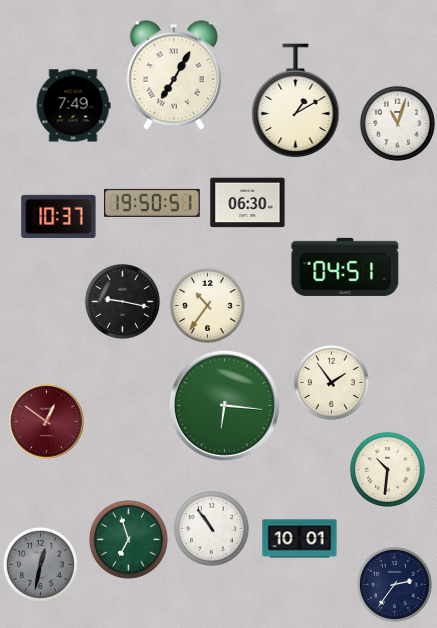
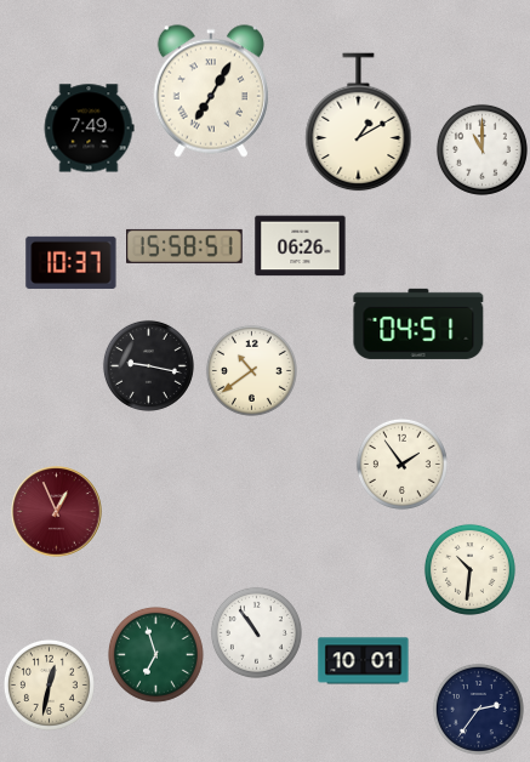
clock at (397, 123): 11:03 -> 11:00
clock at (152, 203): 19:50 -> 15:58
clock at (248, 203): 06:30 -> 06:26
clock at (207, 305): 10:36 -> 10:39
clock at (224, 405): 6:16 -> none
clock at (47, 422): 12:51 -> 12:56
clock at (211, 528) position: (211, 528) -> (256, 632)
clock at (300, 539) position: (300, 539) -> (364, 661)
clock at (40, 564) dial: grey -> cream
